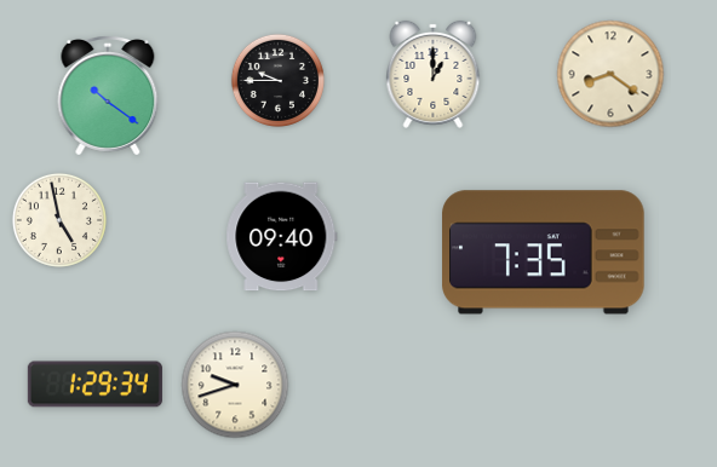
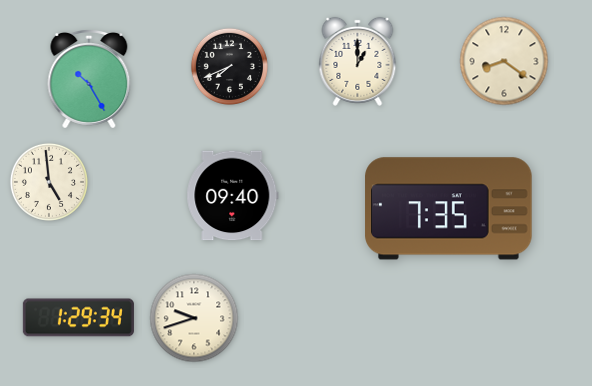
clock at (277, 80): 9:45 -> 7:41
clock at (108, 96): 10:21 -> 10:25
clock at (59, 220): 4:58 -> 4:59
